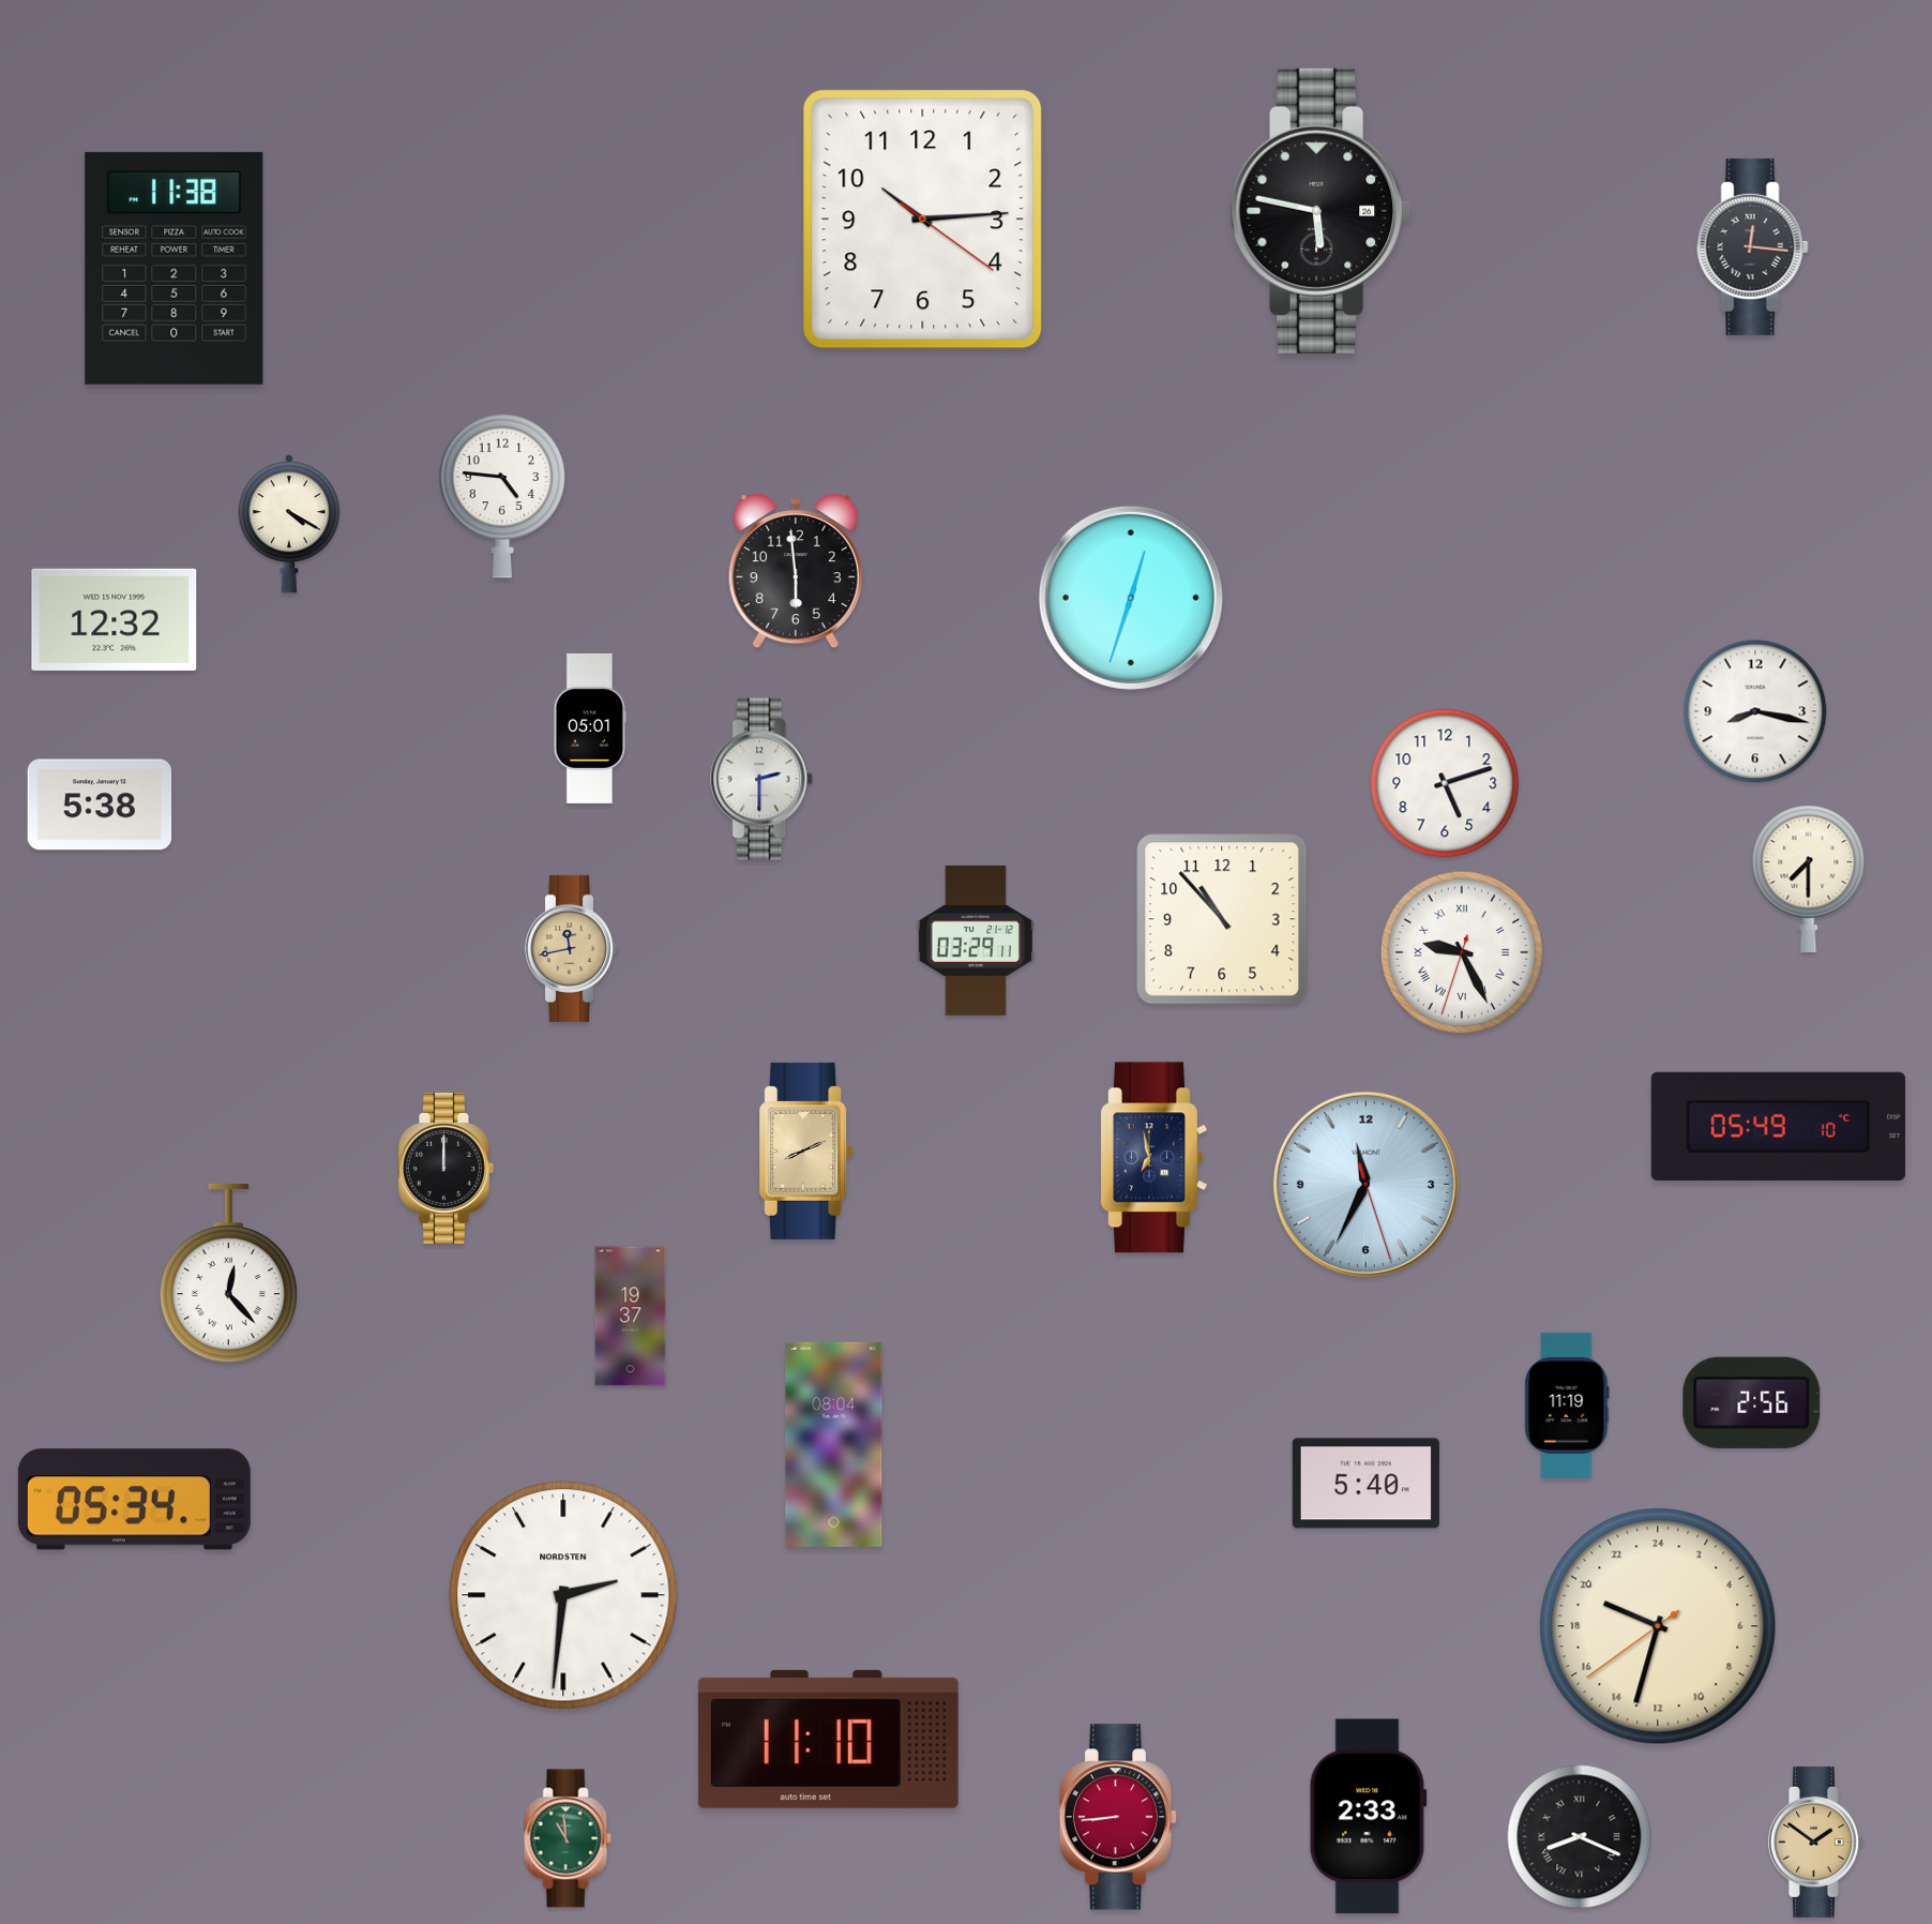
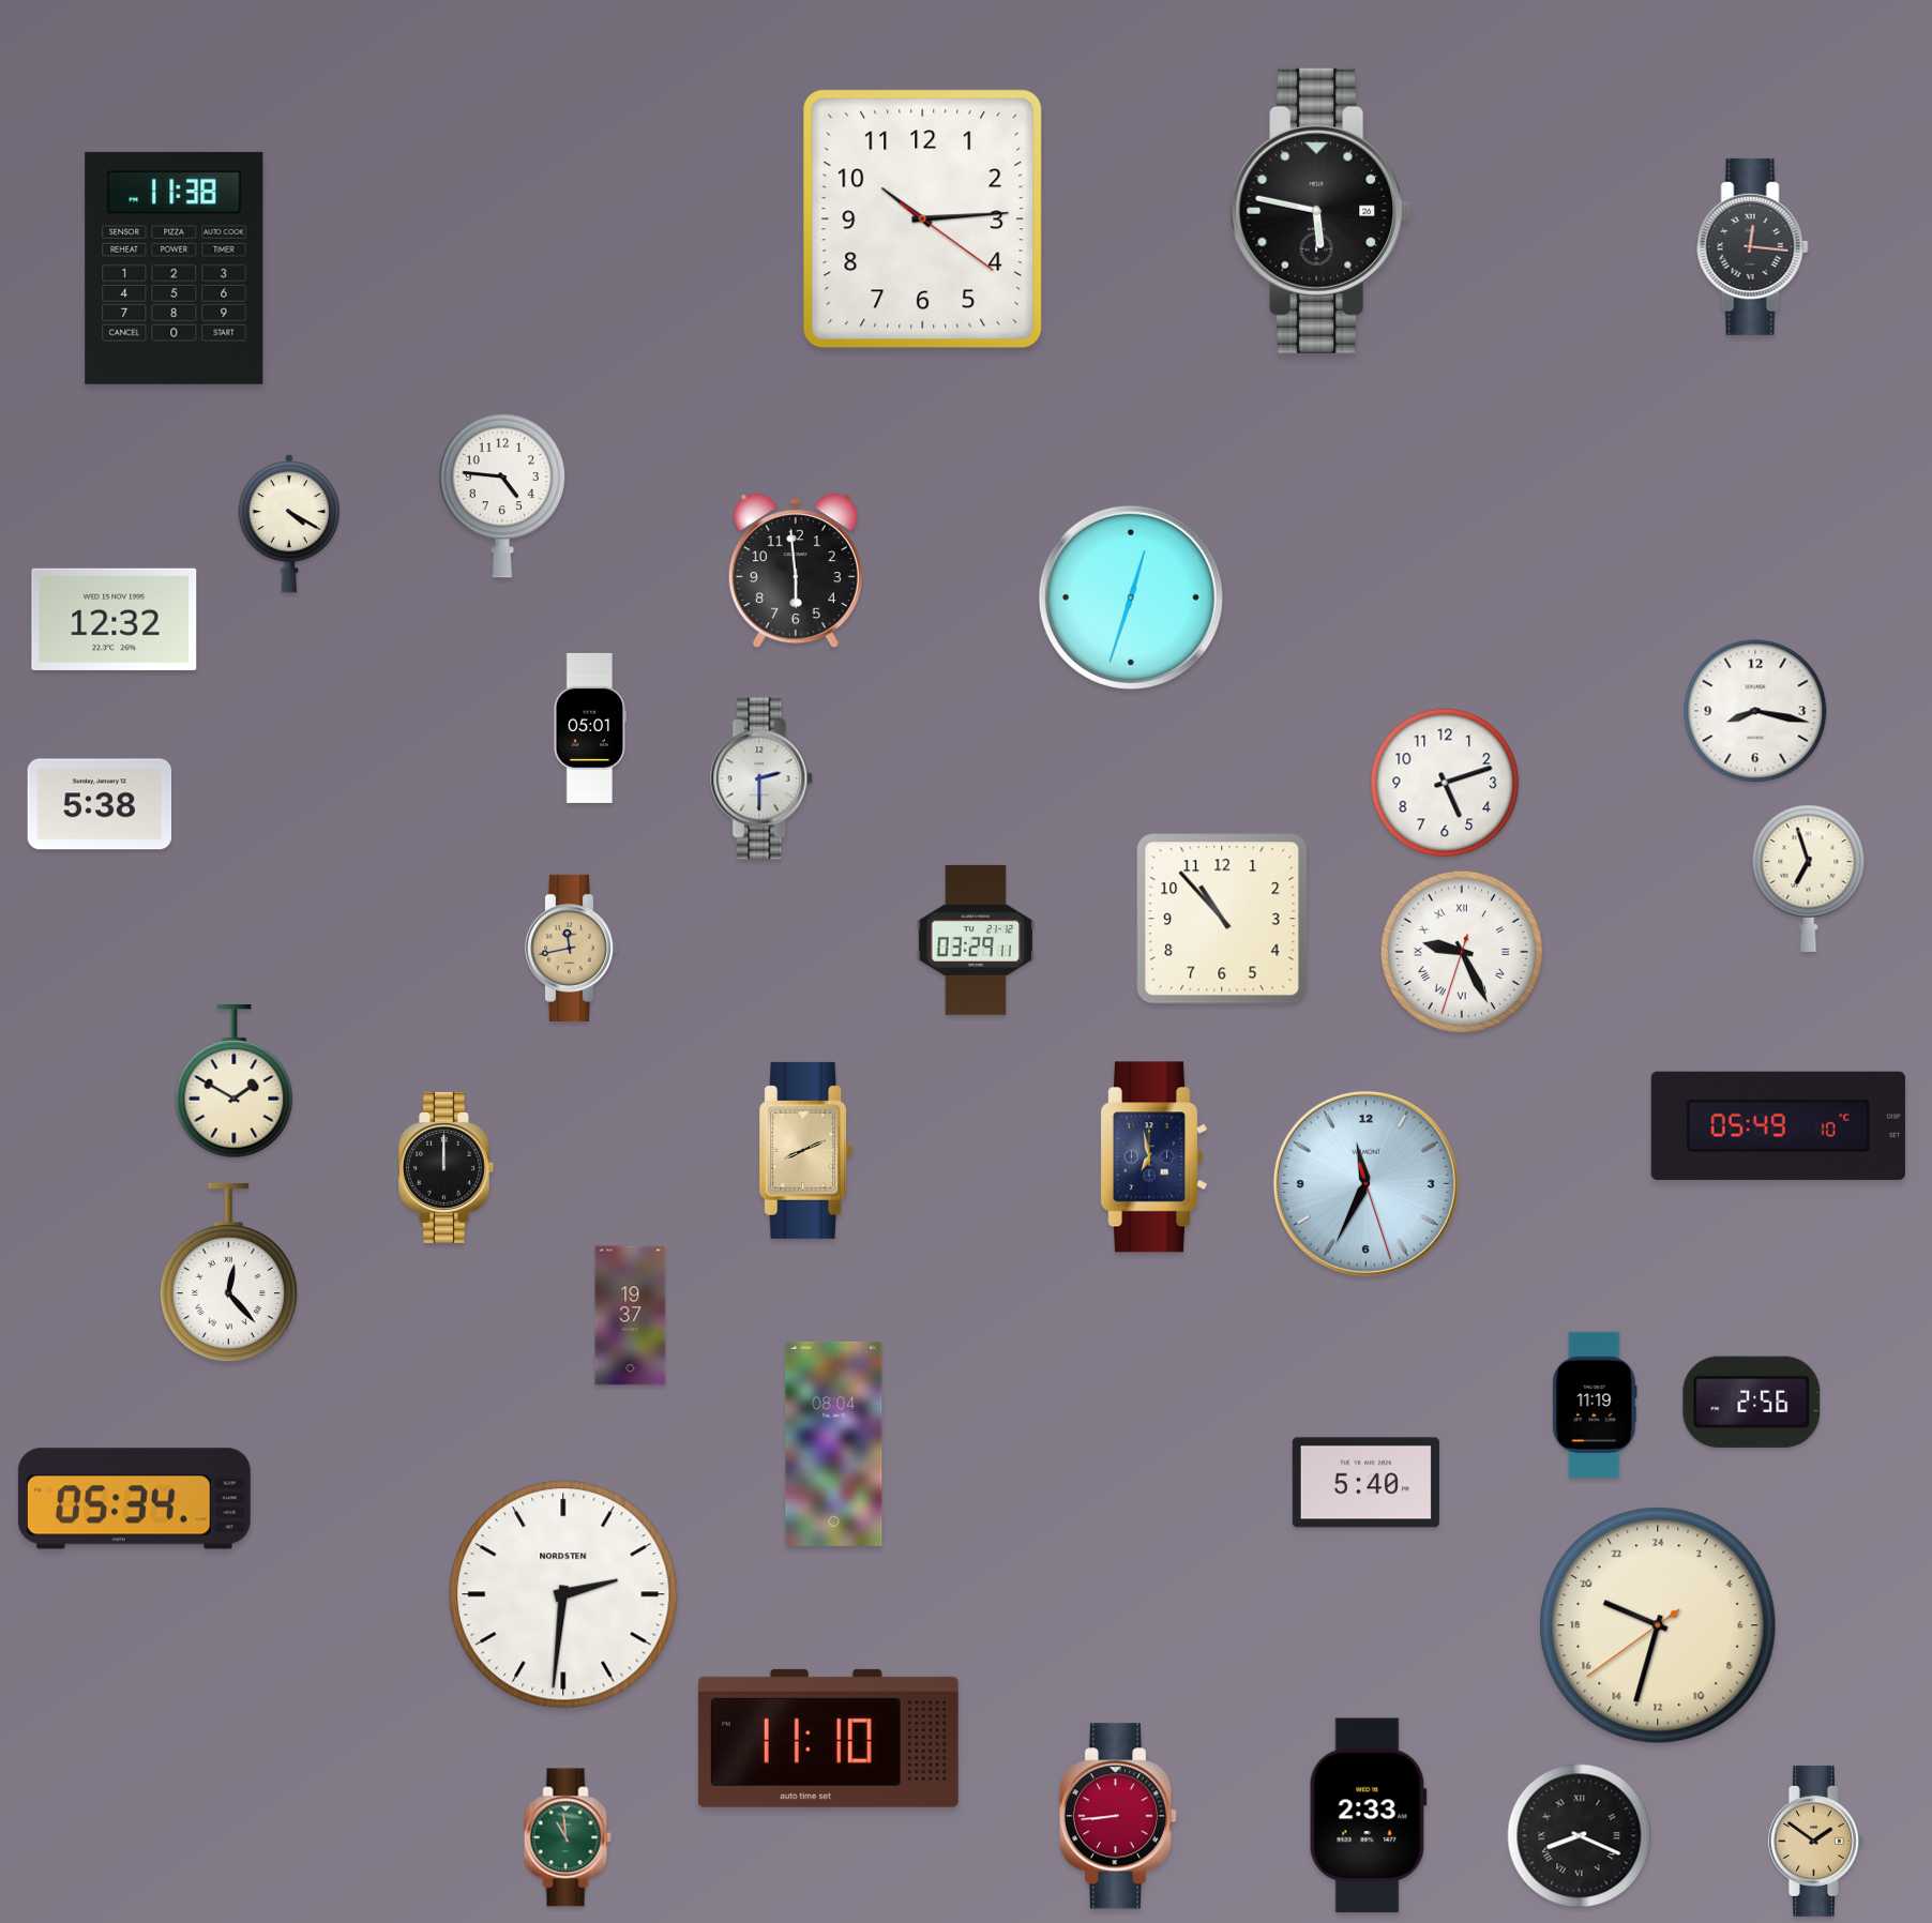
clock at (1809, 878): 7:30 -> 6:57
clock at (235, 1082): none -> 1:50
clock at (1567, 1404) position: (1567, 1404) -> (1595, 1404)
